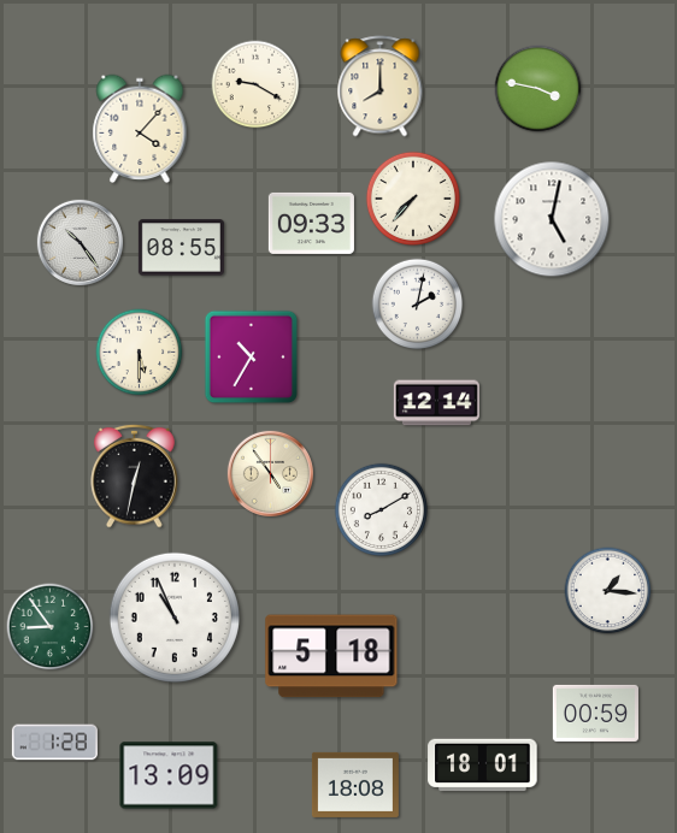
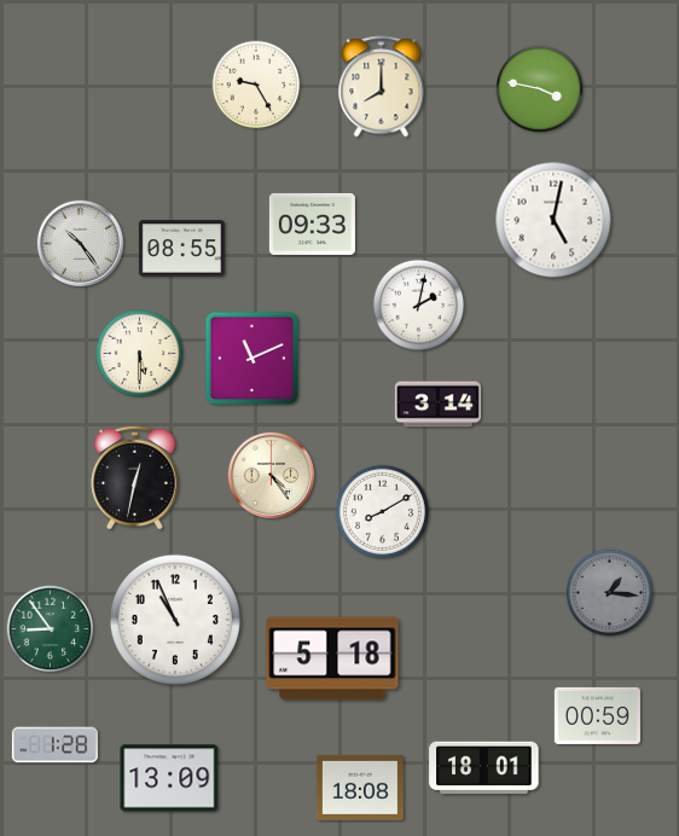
clock at (255, 84): 9:20 -> 9:25
clock at (140, 129): 4:07 -> none
clock at (413, 199): 7:37 -> none
clock at (252, 358): 10:35 -> 11:11
clock at (436, 403): 12:14 -> 3:14
clock at (270, 473): 4:54 -> 4:24
clock at (608, 591) dial: white -> grey
clock at (355, 785) position: (355, 785) -> (360, 788)
